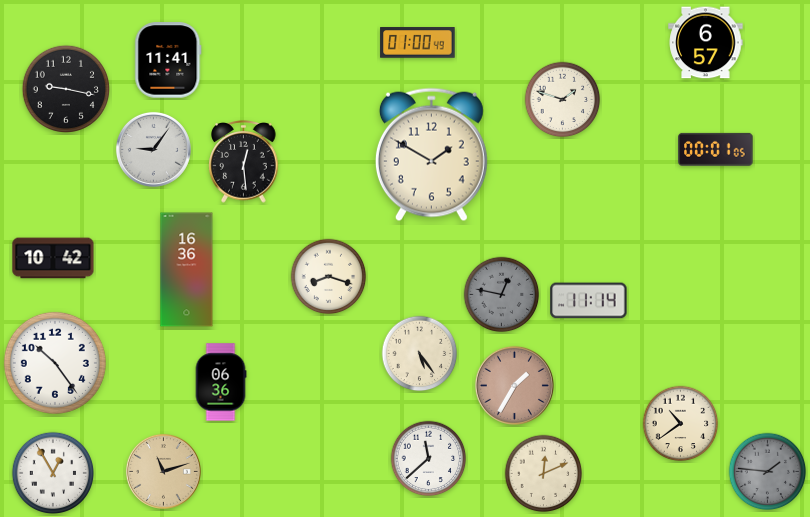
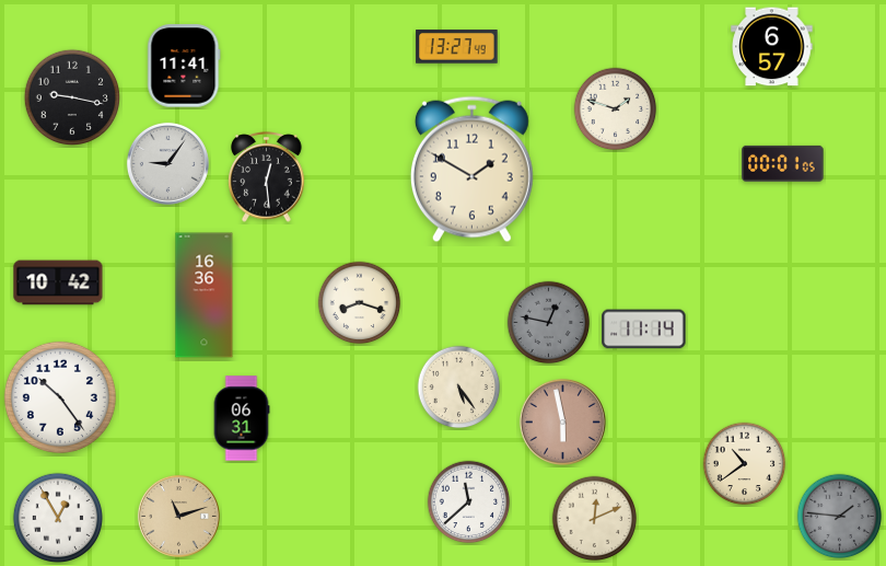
clock at (418, 43): 01:00 -> 13:27
clock at (221, 382): 06:36 -> 06:31
clock at (514, 385): 1:35 -> 5:58
